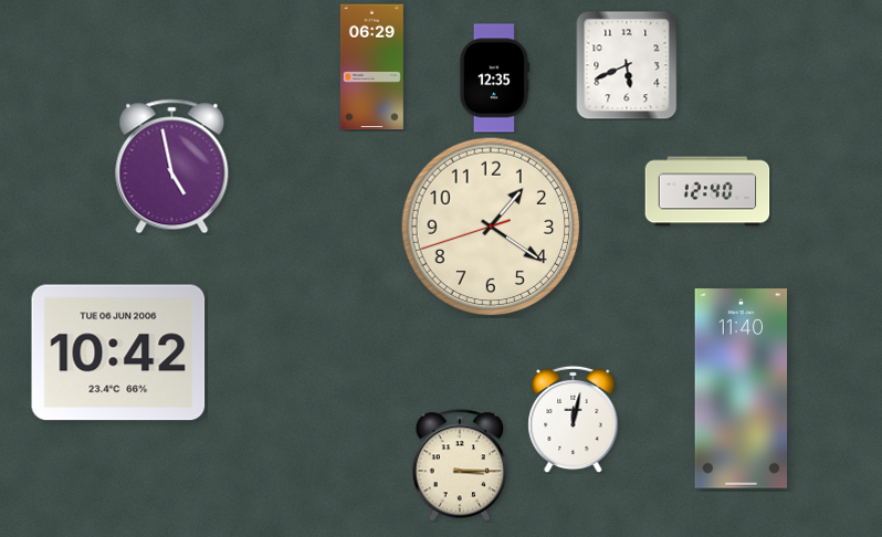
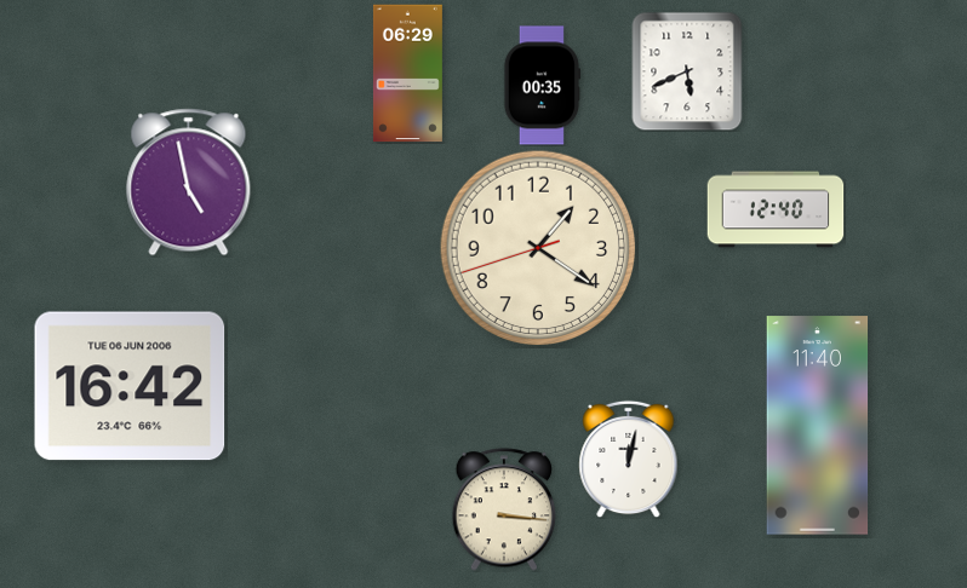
clock at (494, 78): 12:35 -> 00:35
clock at (118, 352): 10:42 -> 16:42
clock at (742, 389) position: (742, 389) -> (818, 426)
clock at (460, 465): 3:15 -> 3:16
